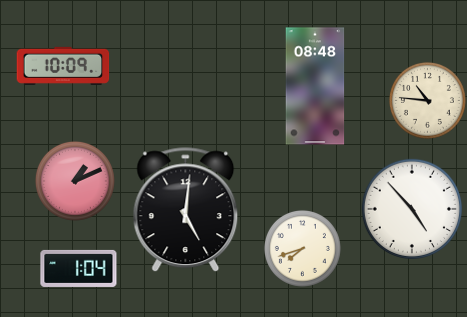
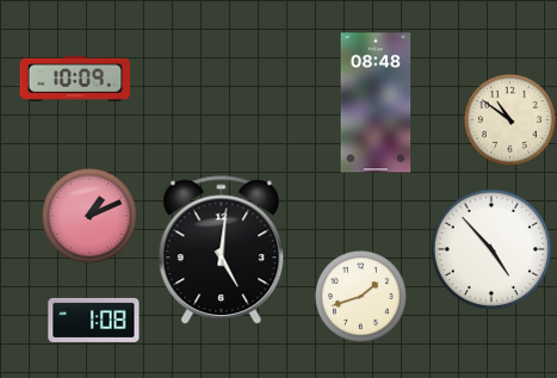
clock at (427, 100): 10:46 -> 10:51
clock at (302, 248): 7:42 -> 1:42
clock at (79, 268): 1:04 -> 1:08
